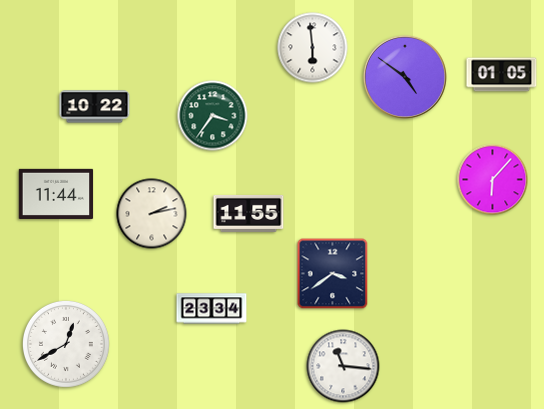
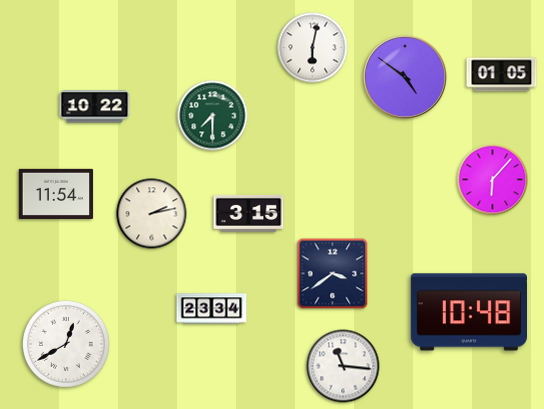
clock at (313, 48): 5:59 -> 6:02
clock at (213, 116): 3:36 -> 7:30
clock at (56, 194): 11:44 -> 11:54
clock at (249, 213): 11:55 -> 3:15
clock at (468, 312): none -> 10:48
